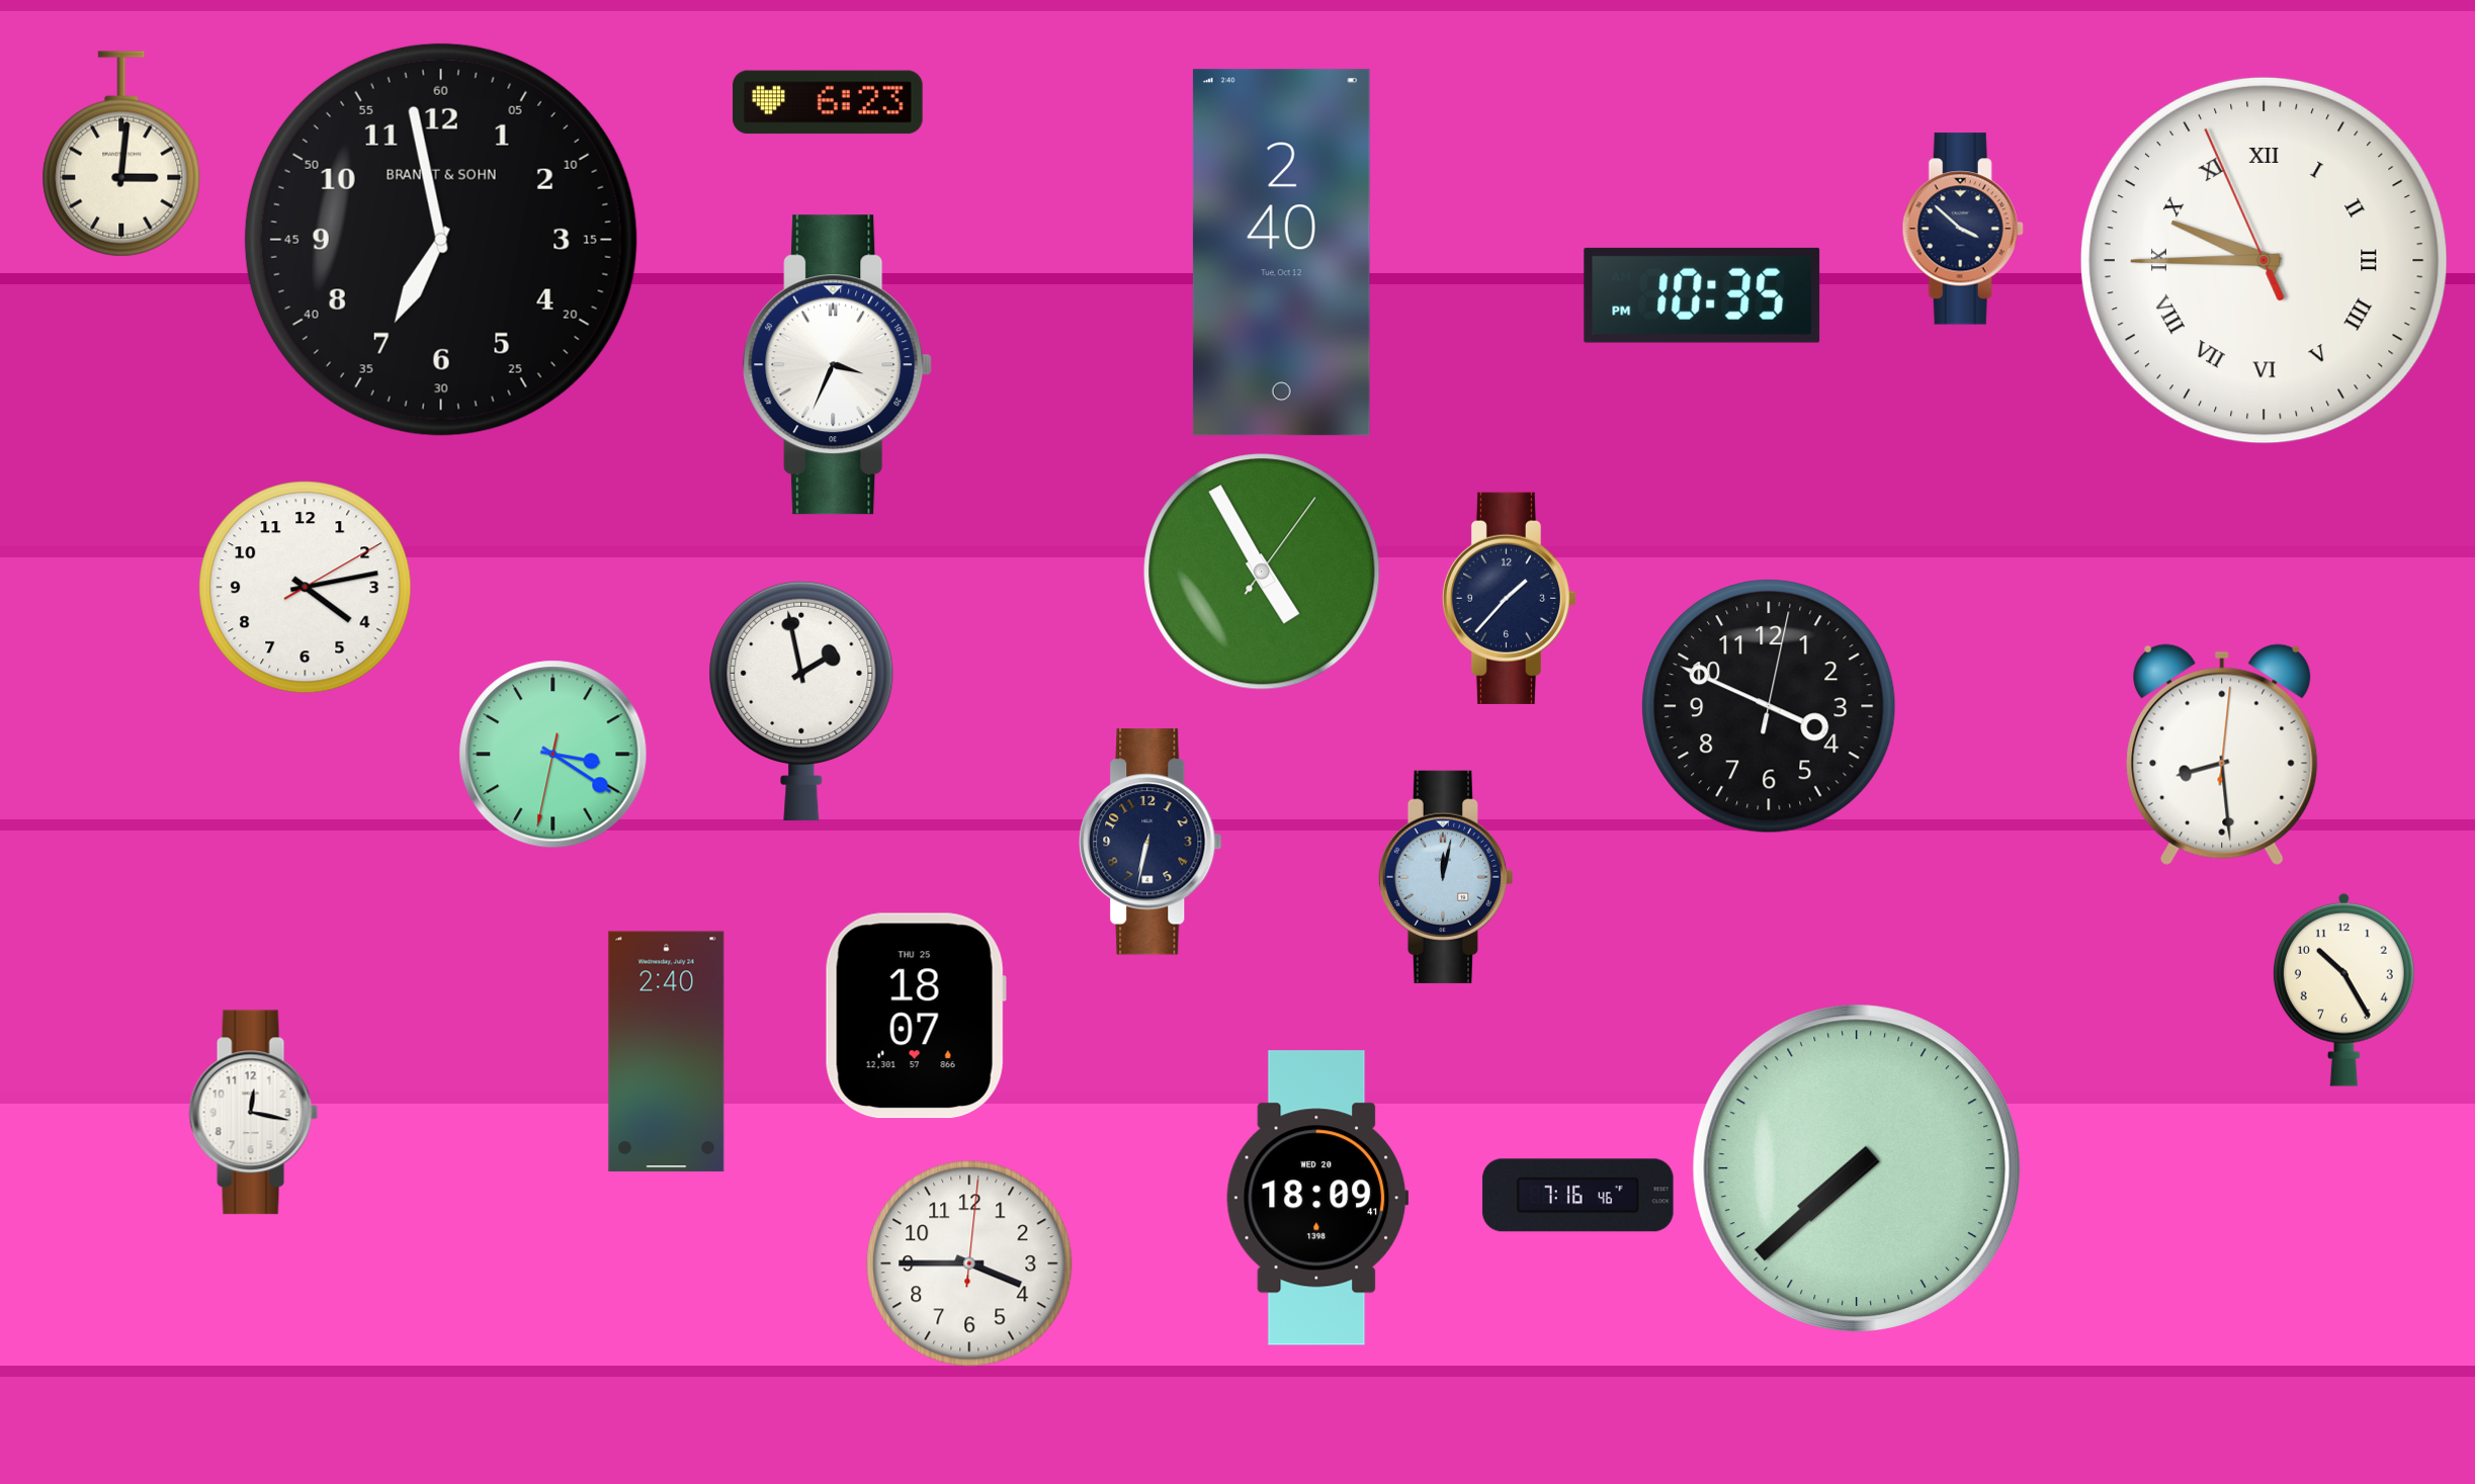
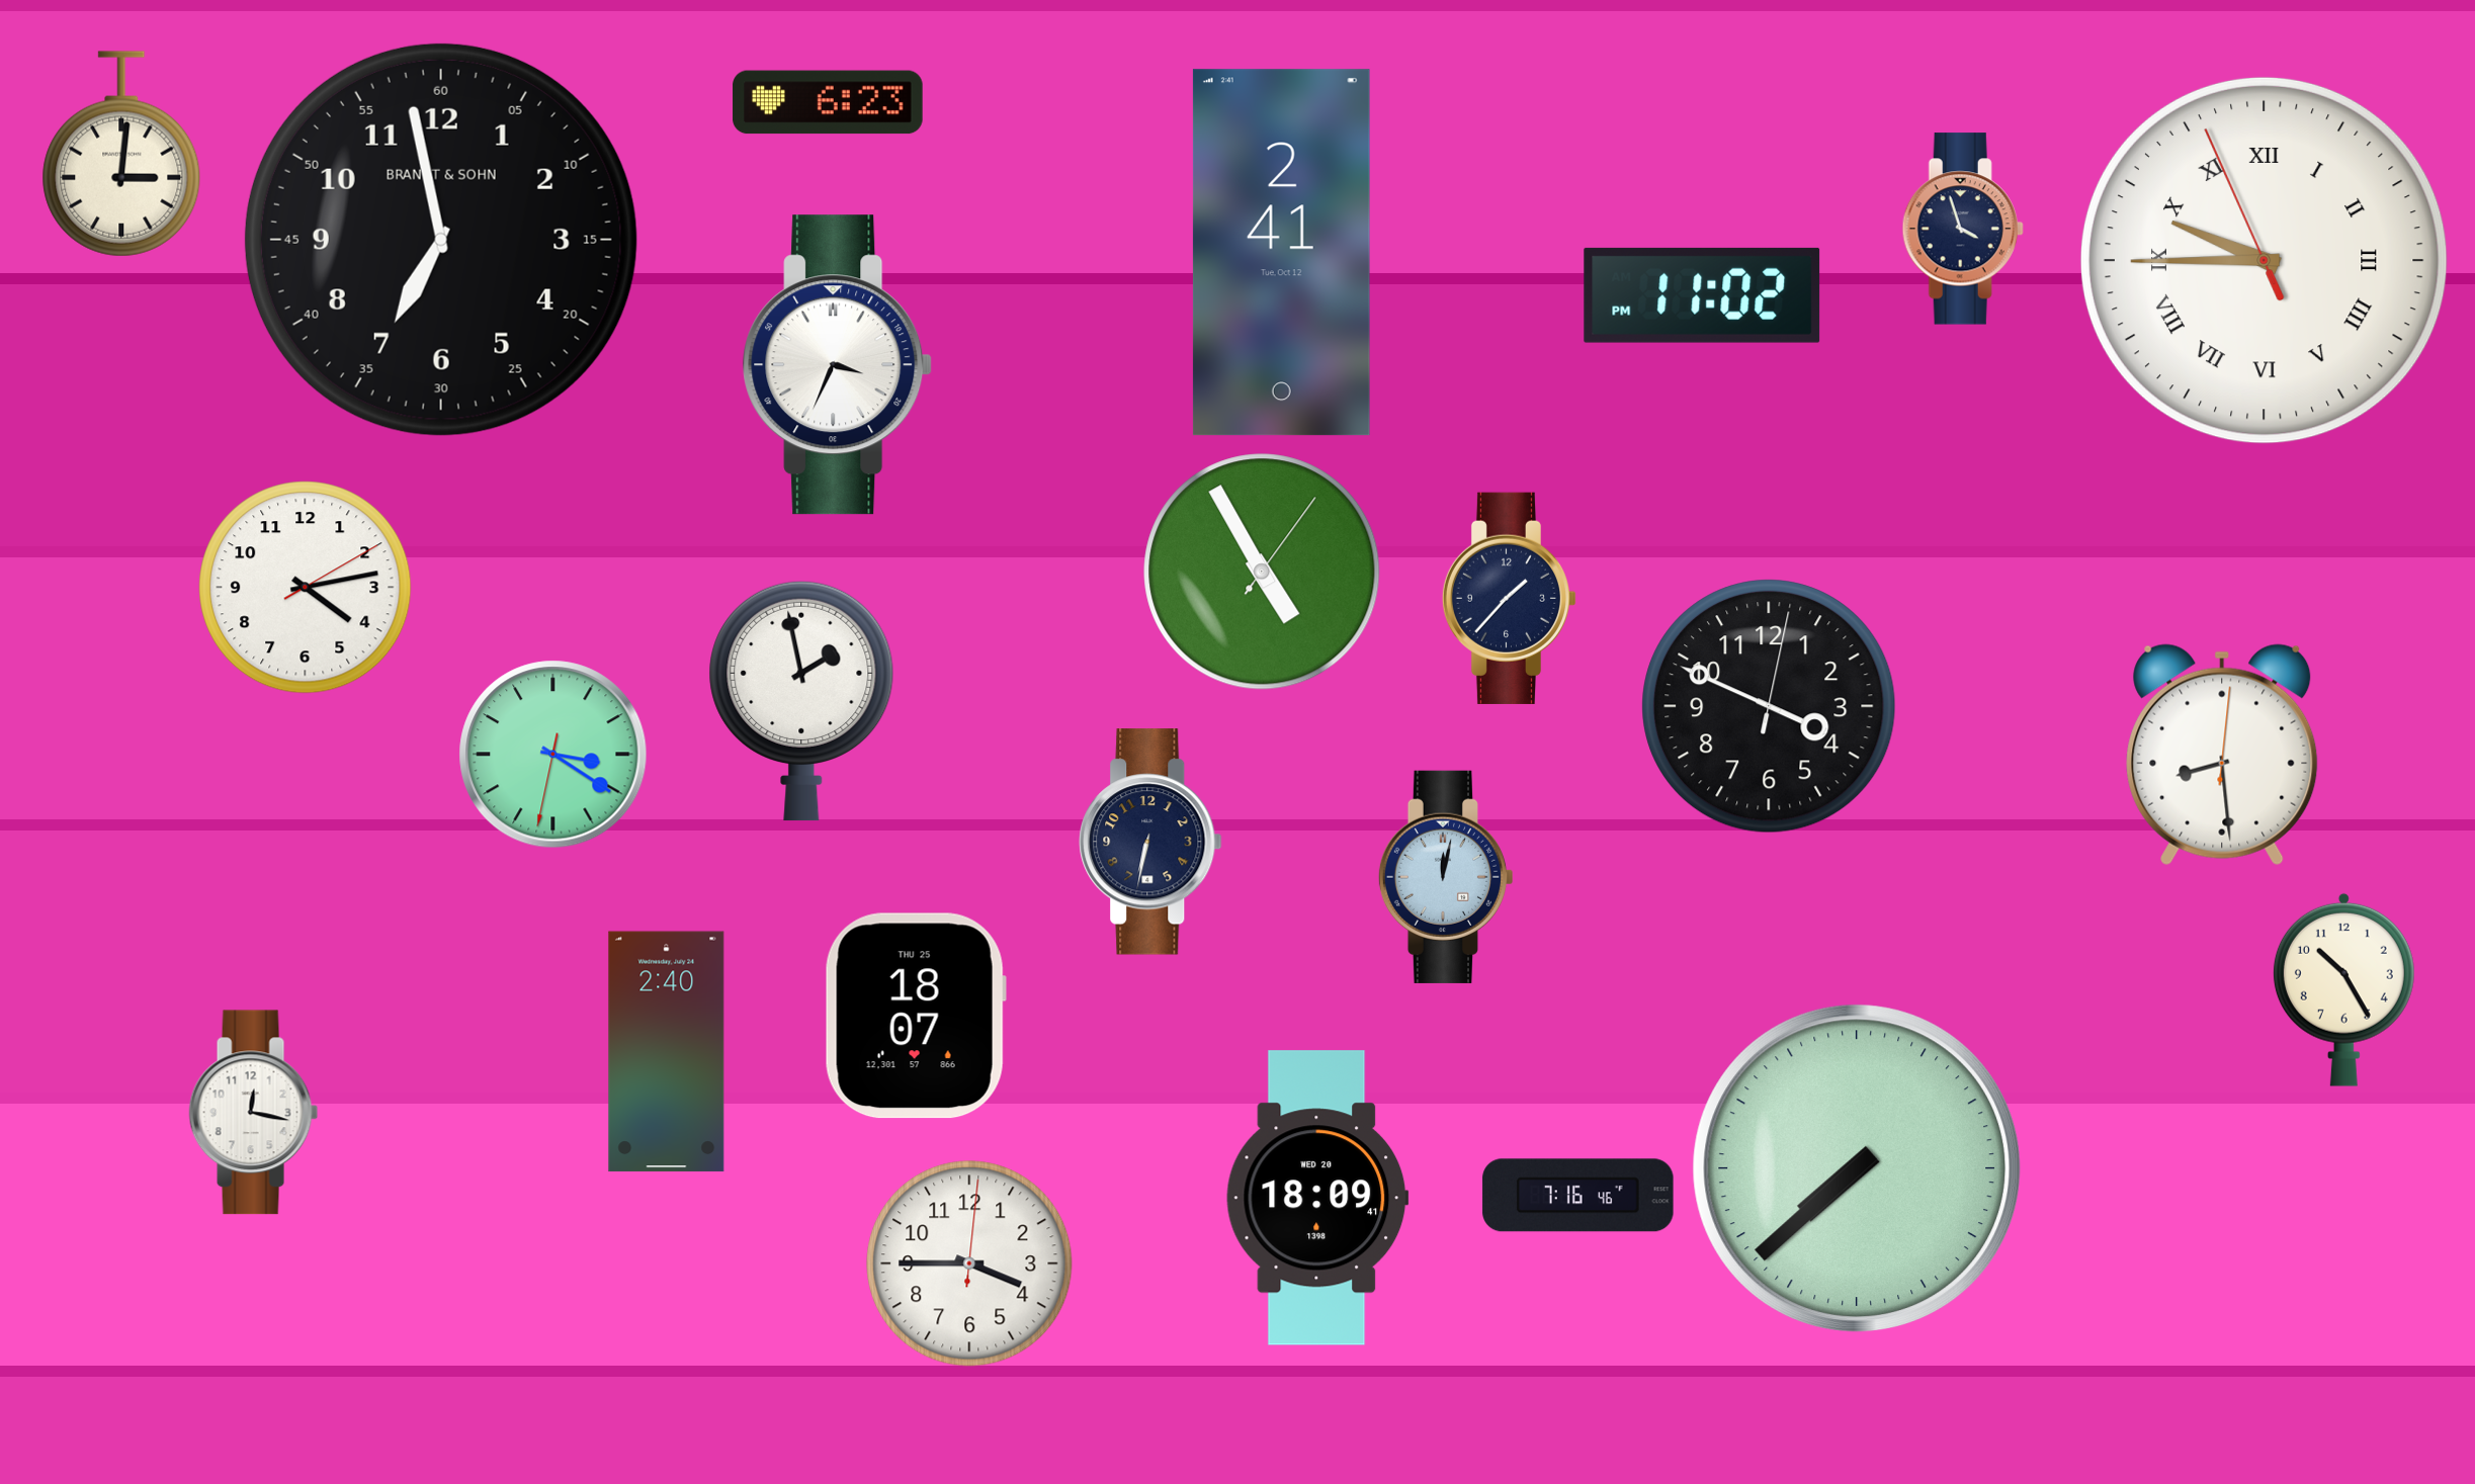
clock at (1963, 229): 3:52 -> 3:57
clock at (1281, 253): 2:40 -> 2:41
clock at (1702, 295): 10:35 -> 11:02
